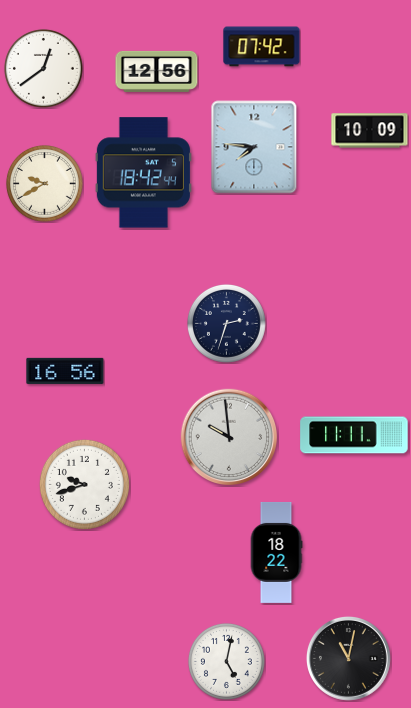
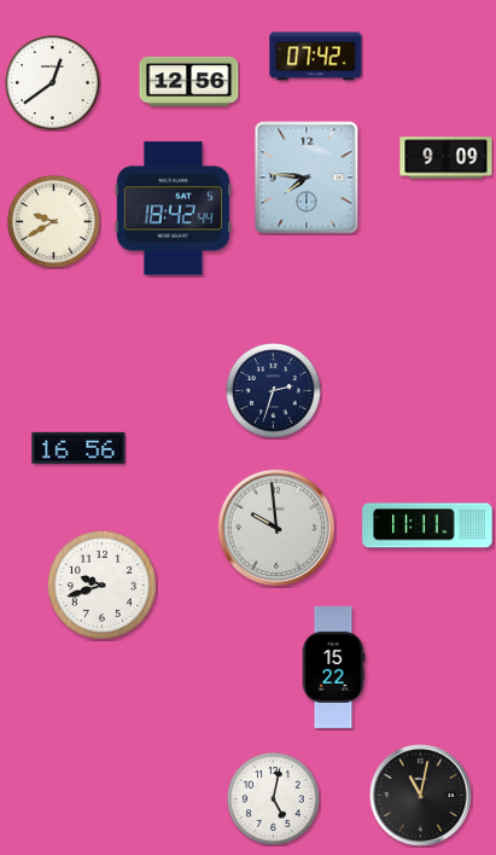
clock at (157, 71) position: (157, 71) -> (189, 81)
clock at (370, 131): 10:09 -> 9:09
clock at (276, 552): 18:22 -> 15:22
